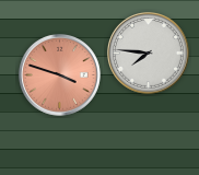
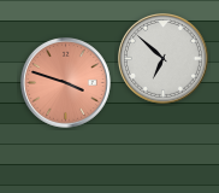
clock at (149, 54): 7:46 -> 6:52
